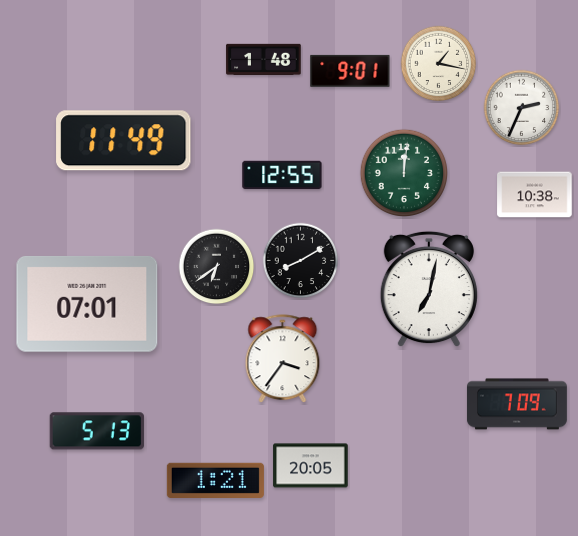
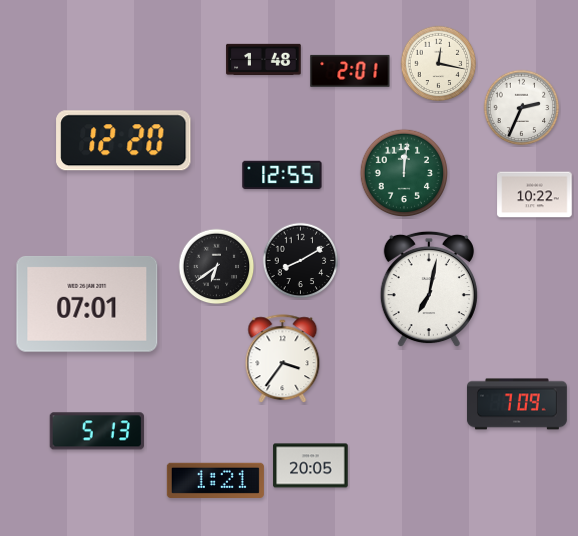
clock at (439, 64): 1:17 -> 12:17
clock at (350, 71): 9:01 -> 2:01
clock at (124, 141): 11:49 -> 12:20
clock at (535, 195): 10:38 -> 10:22
